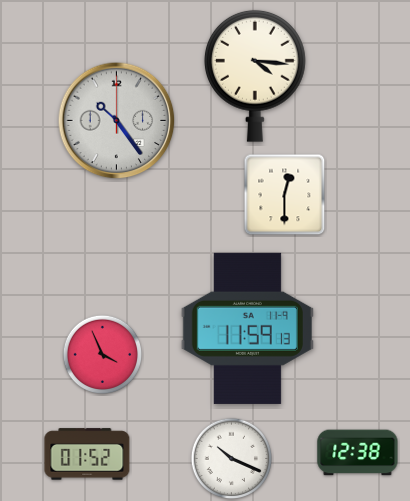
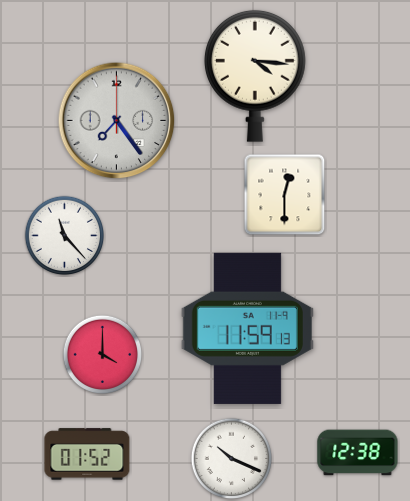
clock at (117, 121): 10:24 -> 7:24
clock at (65, 236): none -> 11:23
clock at (103, 355): 3:56 -> 4:00
